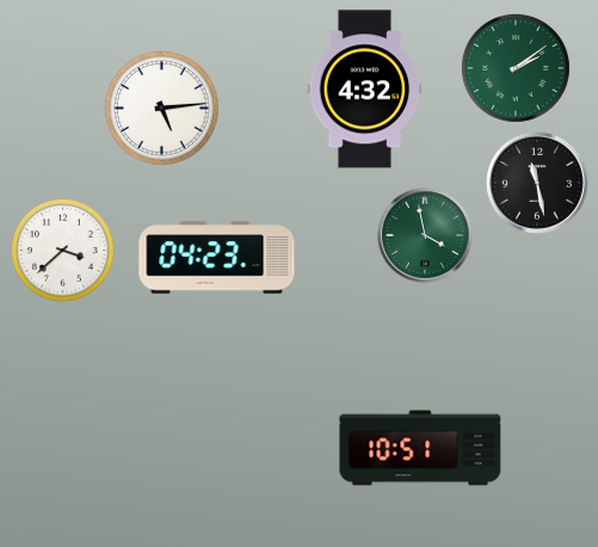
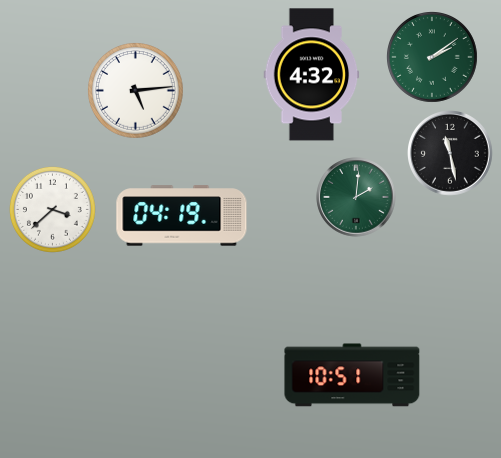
clock at (365, 90) position: (365, 90) -> (312, 75)
clock at (425, 235): 3:58 -> 2:01
clock at (217, 258): 04:23 -> 04:19
